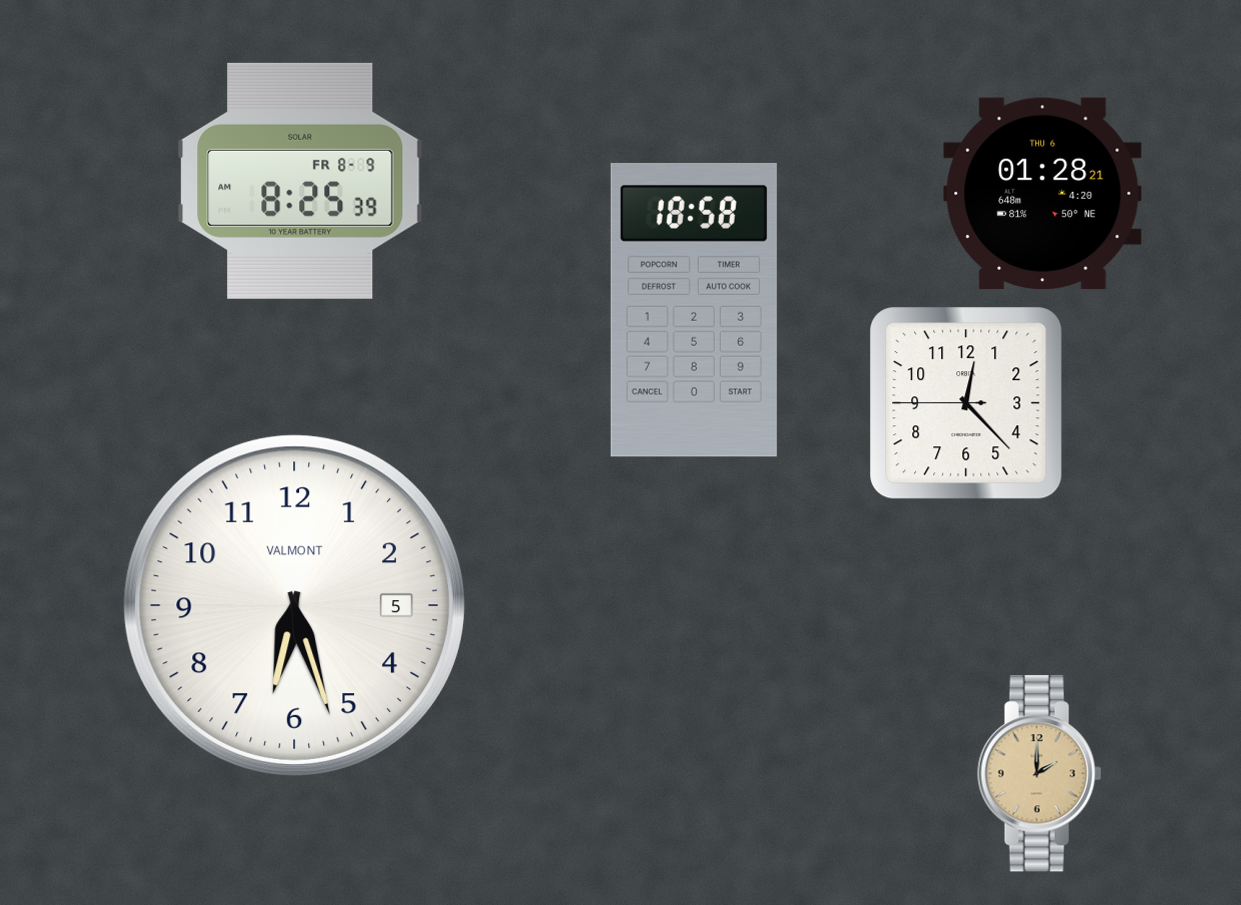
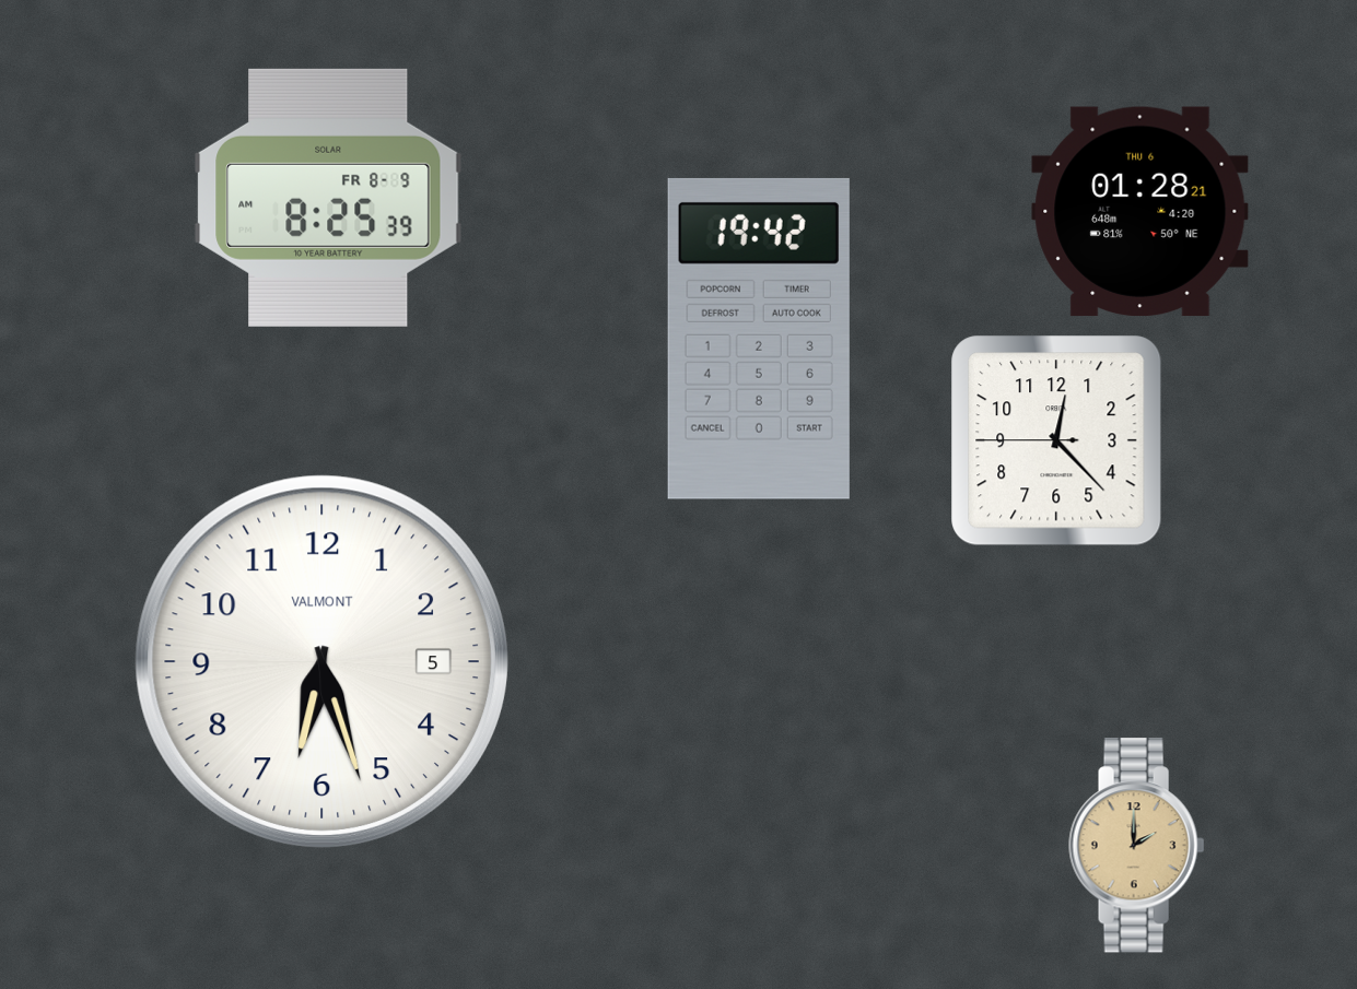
clock at (694, 310): 18:58 -> 19:42
